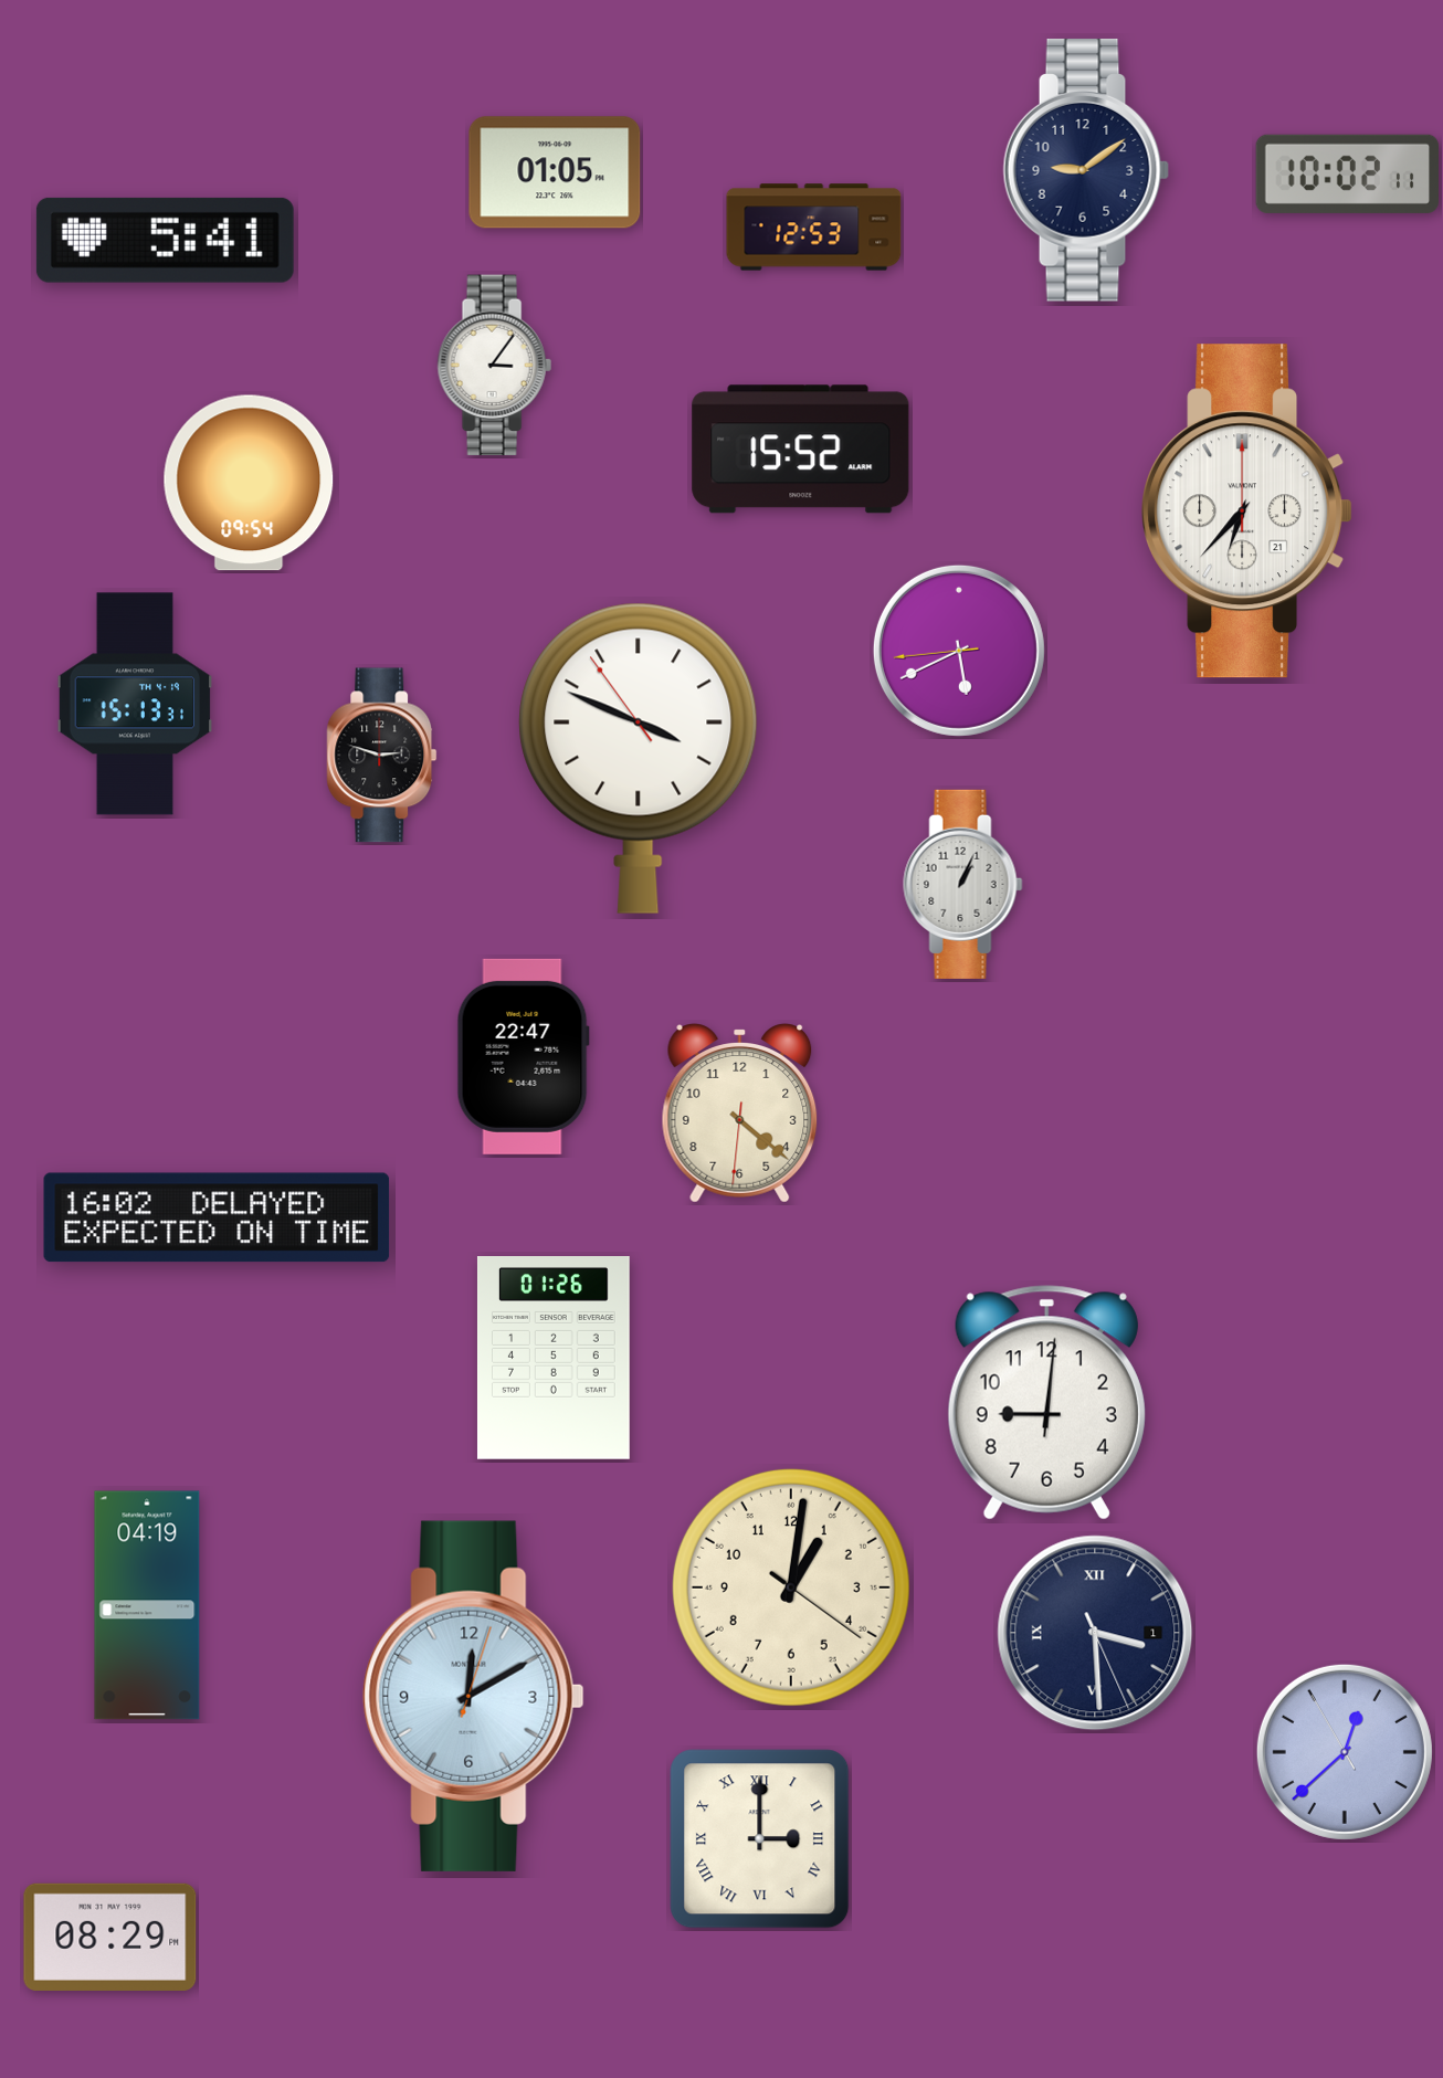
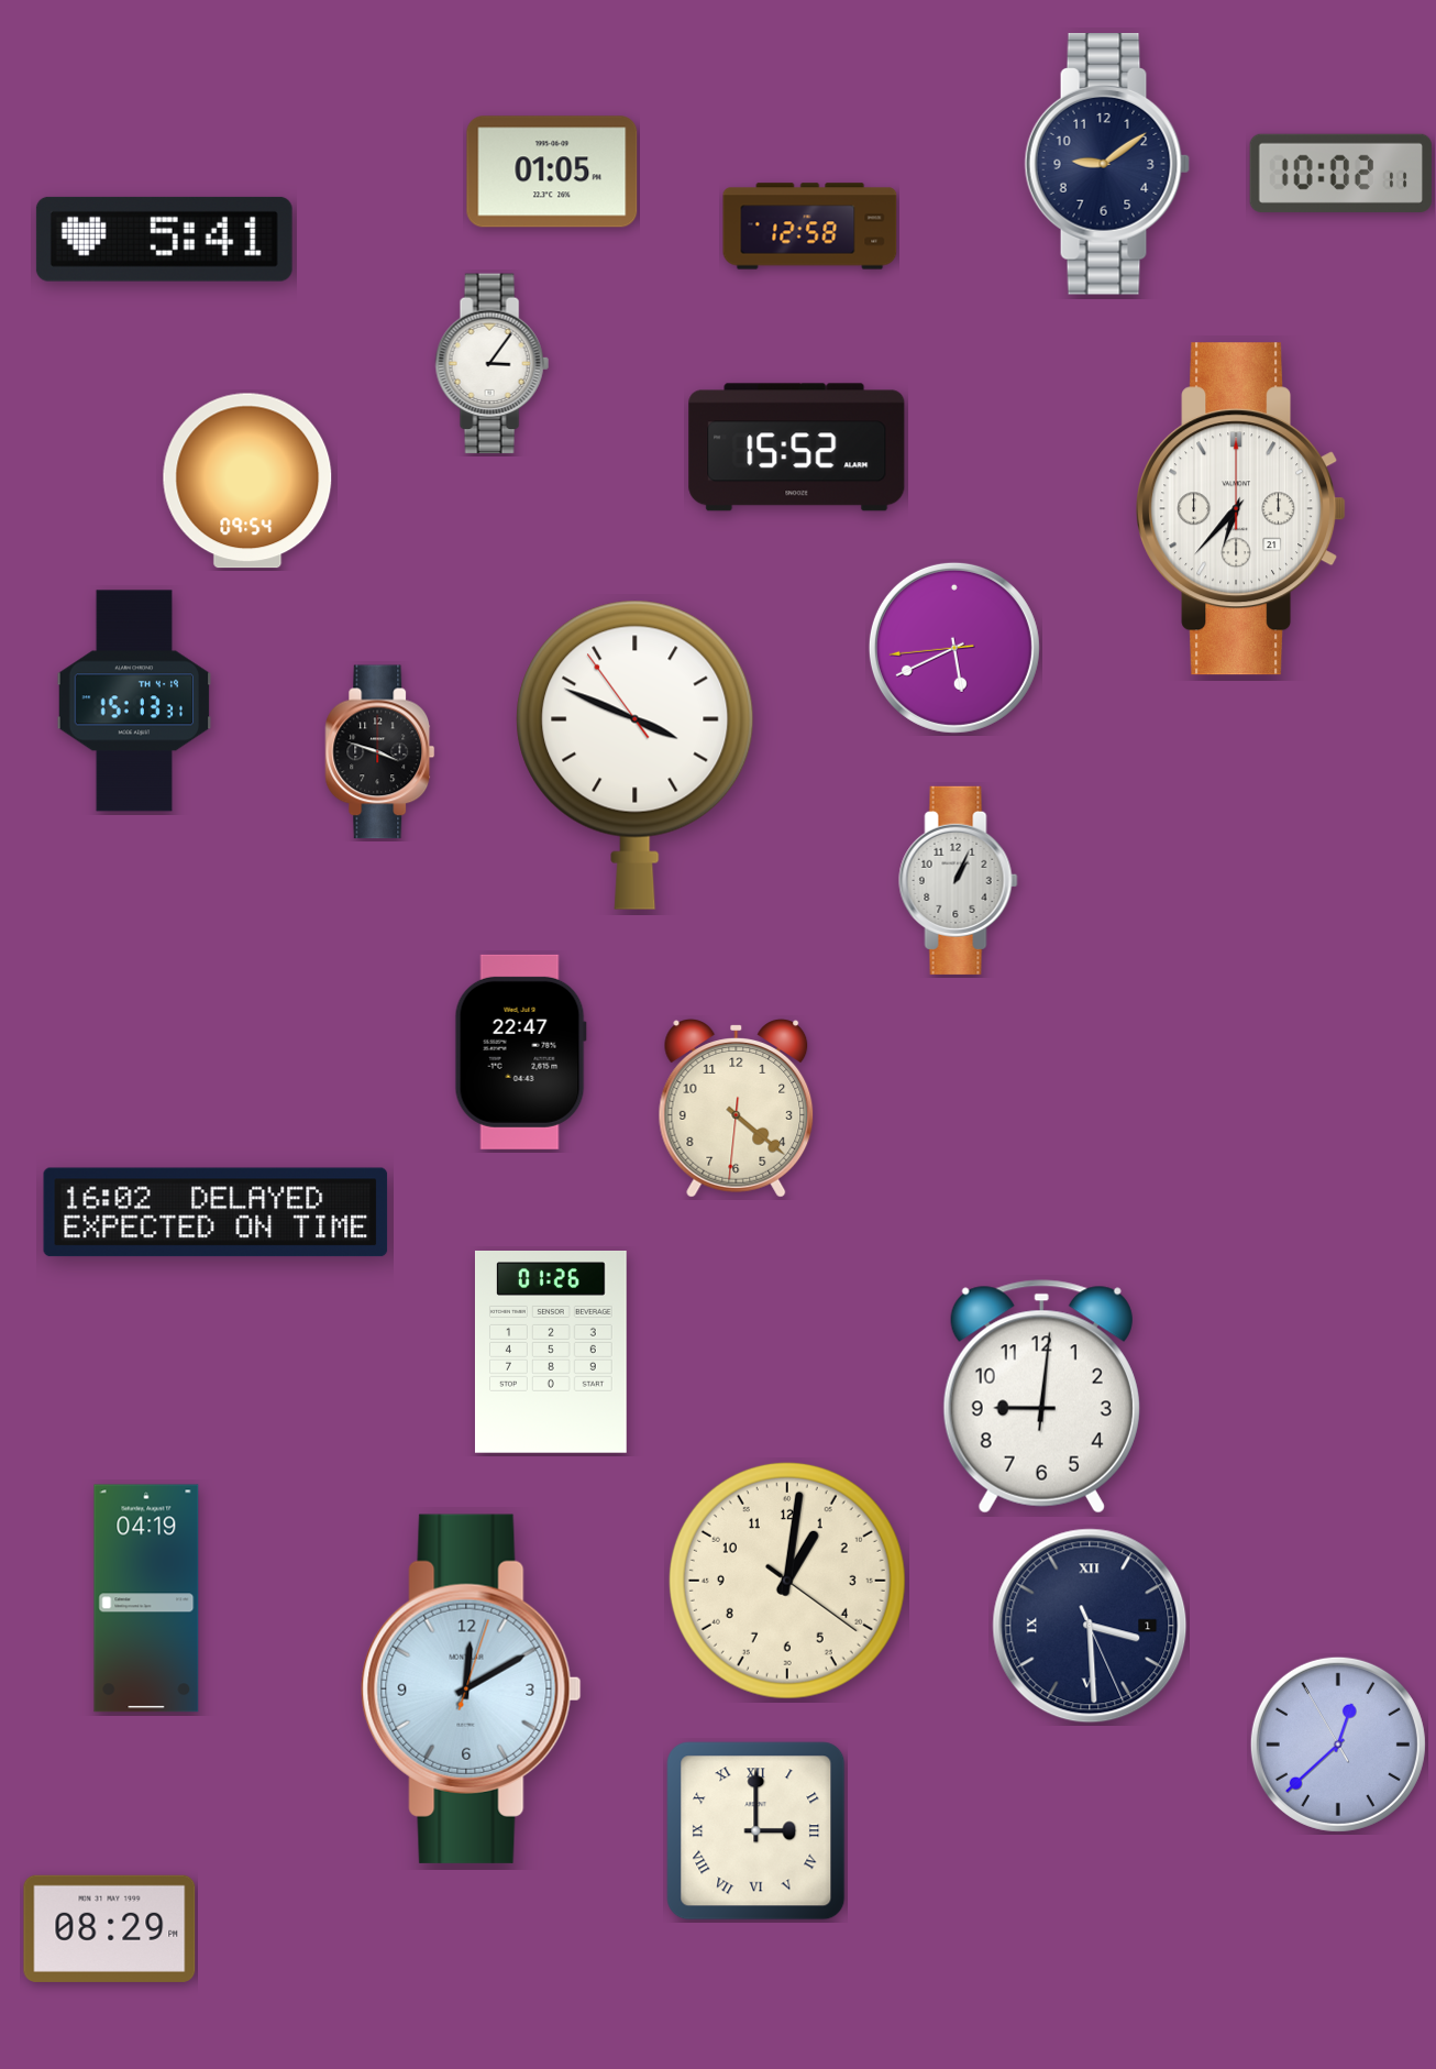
clock at (1086, 171) position: (1086, 171) -> (1107, 165)
clock at (814, 228): 12:53 -> 12:58
clock at (382, 756): 2:48 -> 3:48
